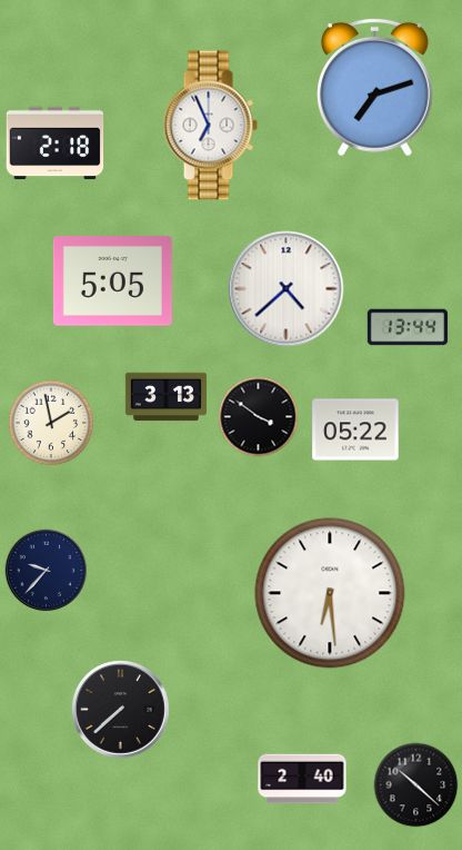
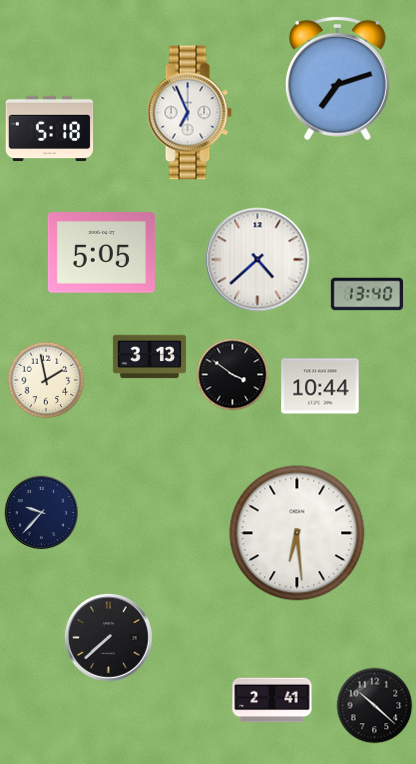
clock at (56, 144): 2:18 -> 5:18
clock at (408, 327): 13:44 -> 13:40
clock at (355, 429): 05:22 -> 10:44
clock at (302, 779): 2:40 -> 2:41
